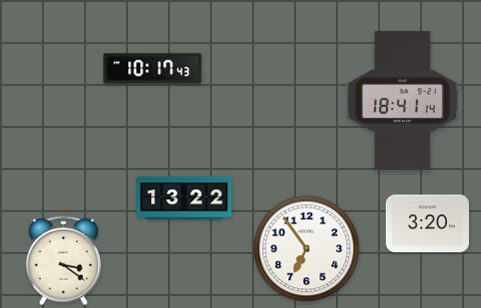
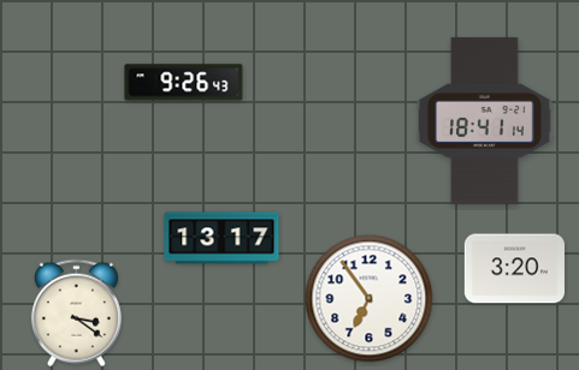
clock at (153, 69): 10:17 -> 9:26
clock at (184, 198): 13:22 -> 13:17
